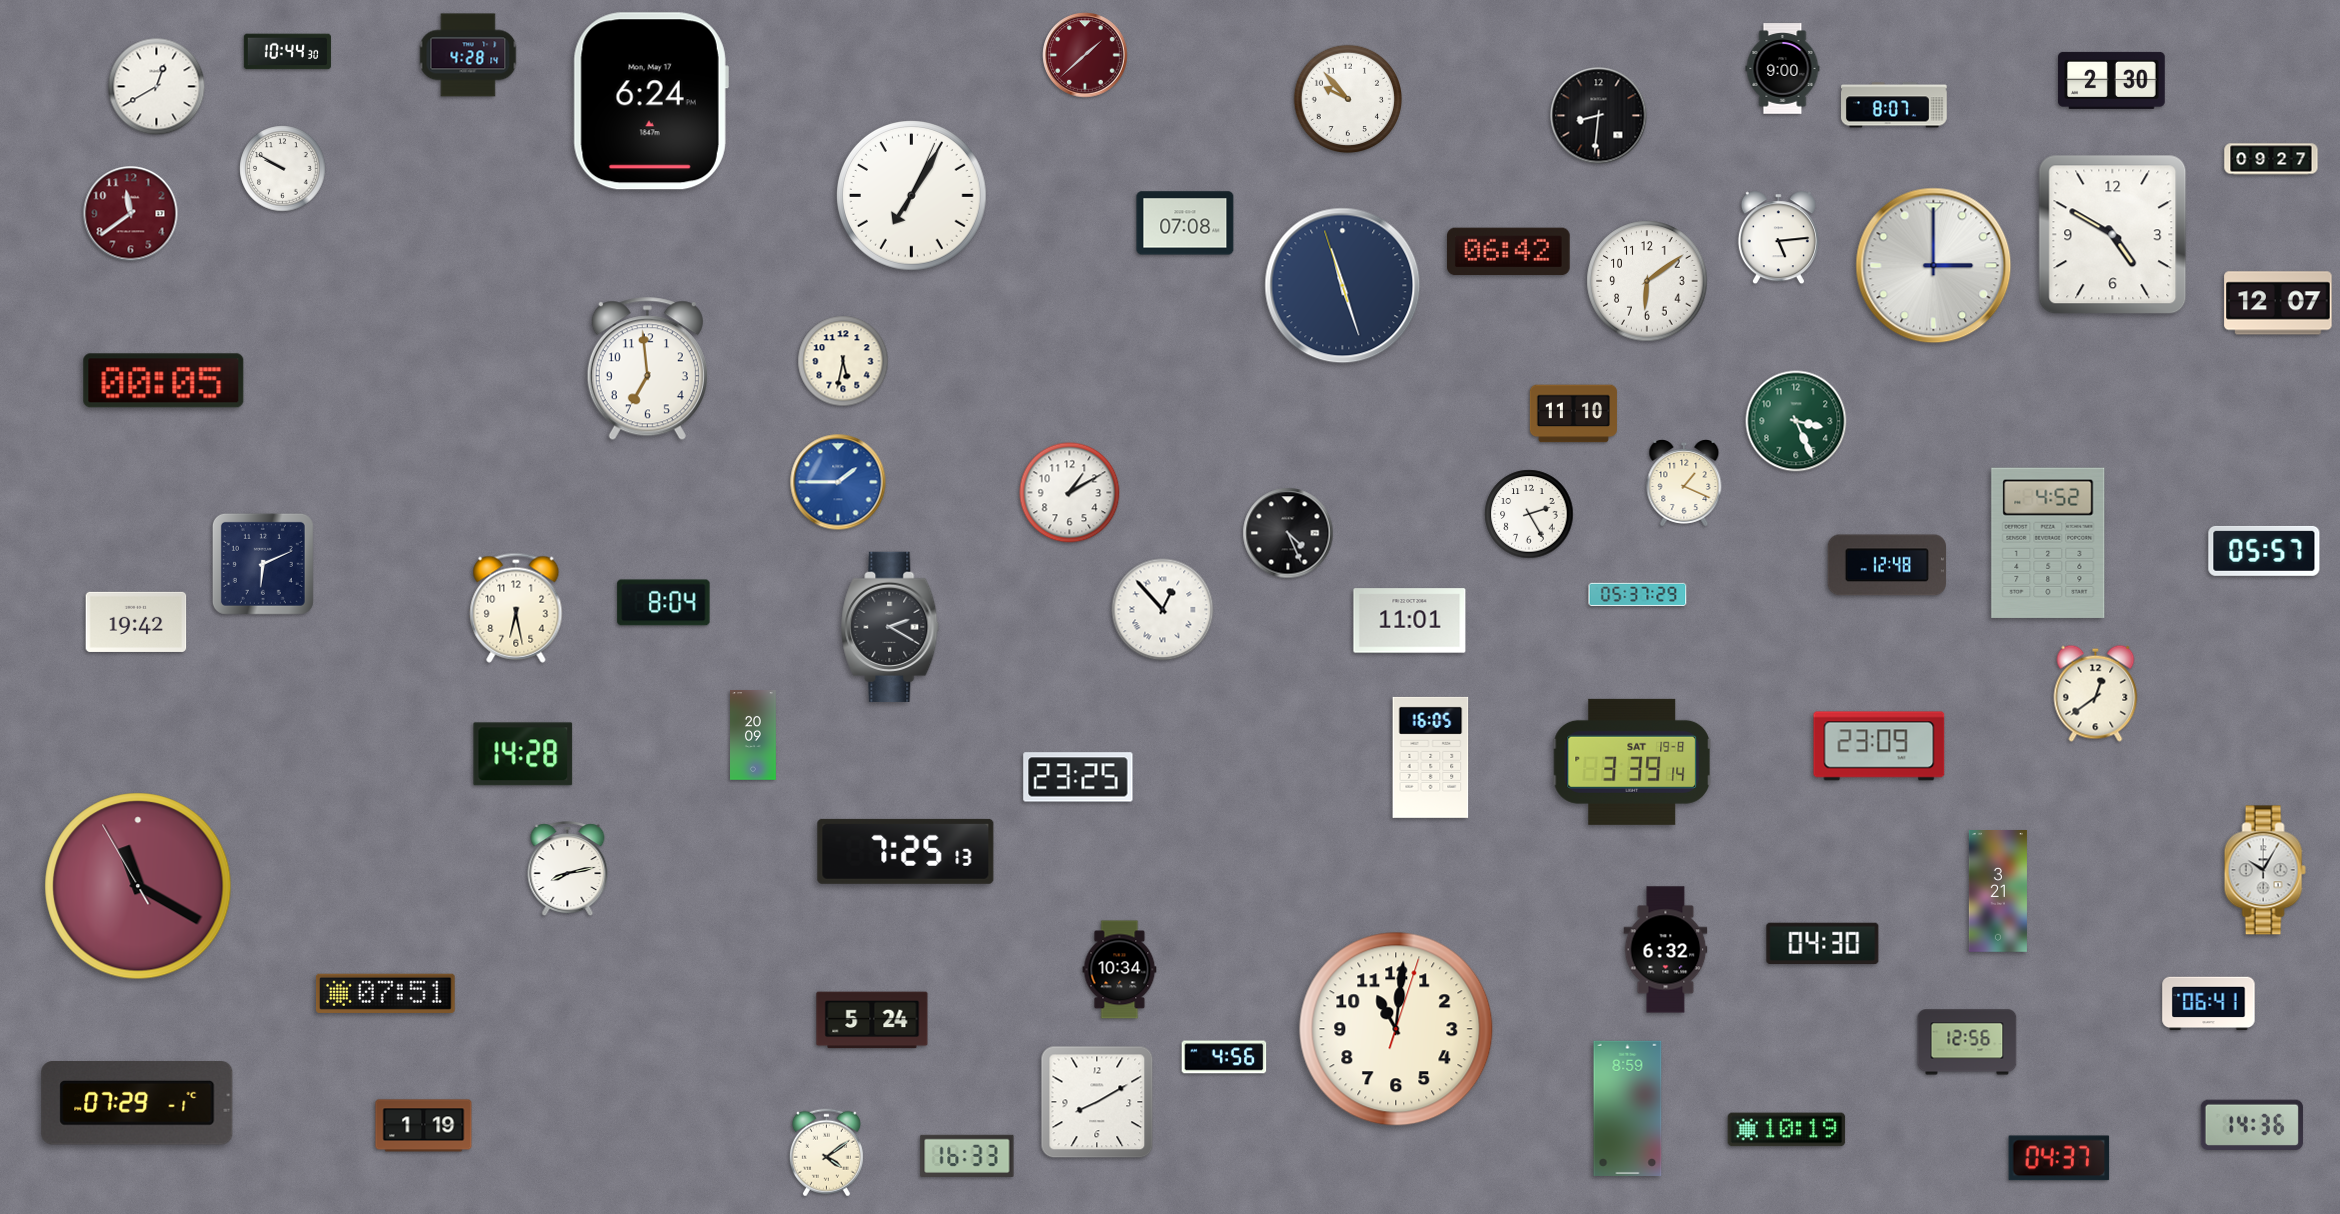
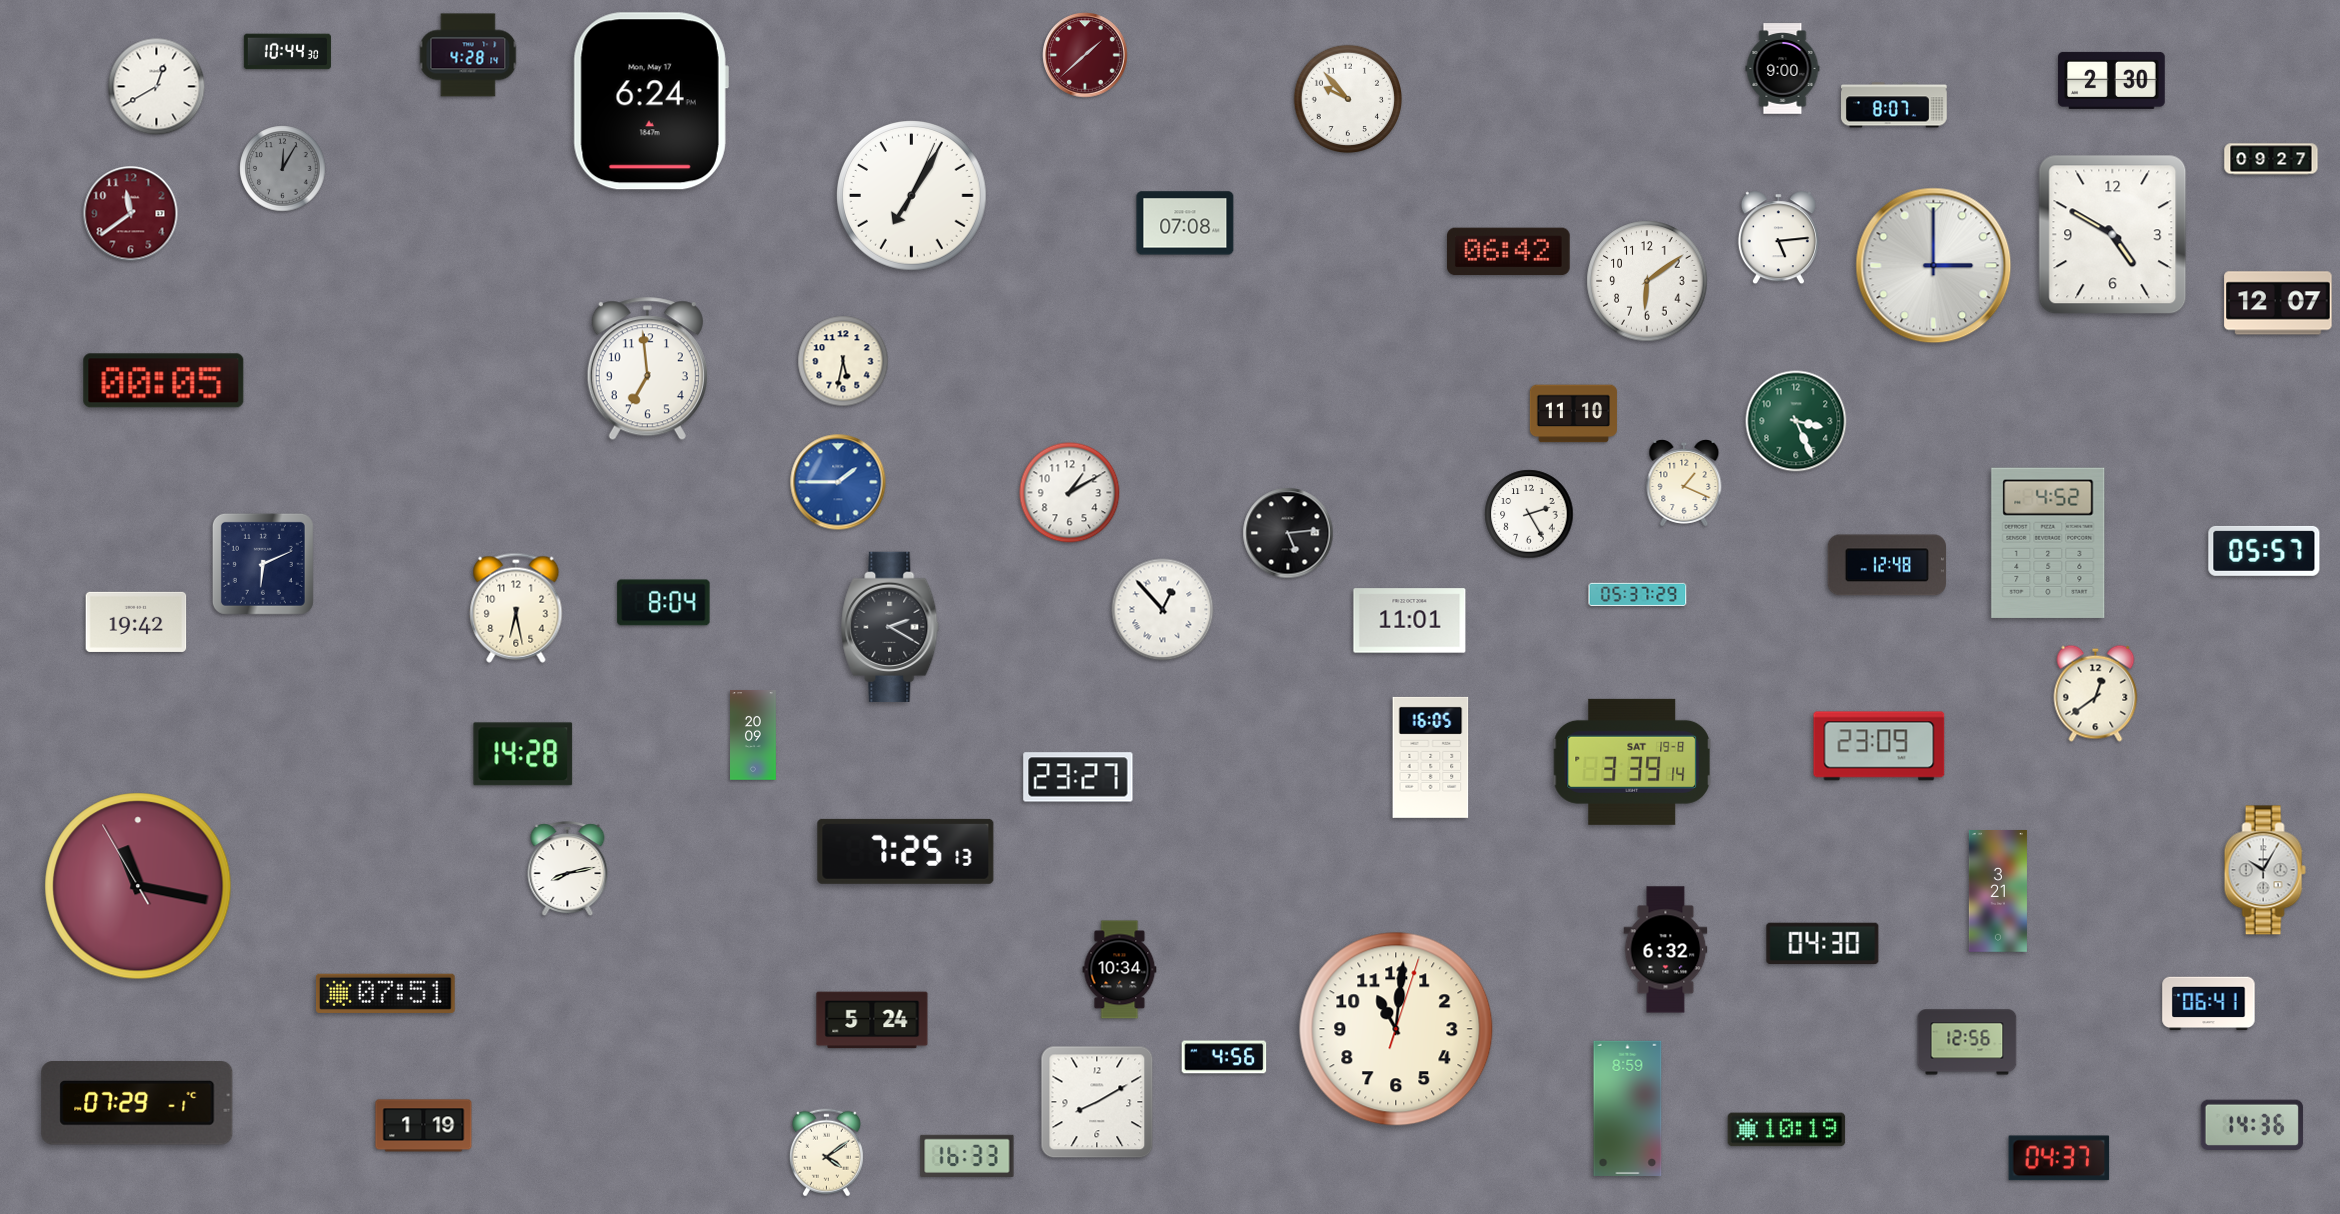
clock at (1599, 116): 8:31 -> none
clock at (283, 169): 9:50 -> 12:05
clock at (283, 169) dial: white -> grey
clock at (1343, 286): 11:26 -> none
clock at (1288, 533): 4:26 -> 5:14
clock at (1078, 777): 23:25 -> 23:27
clock at (138, 886): 11:19 -> 11:16
